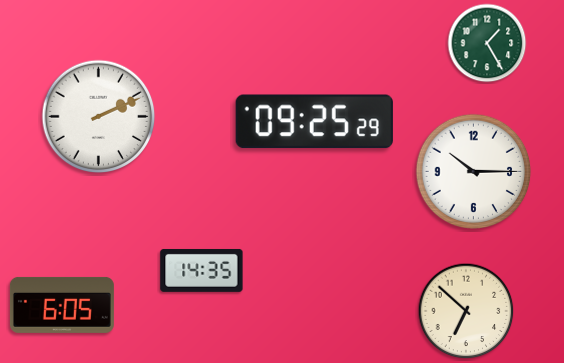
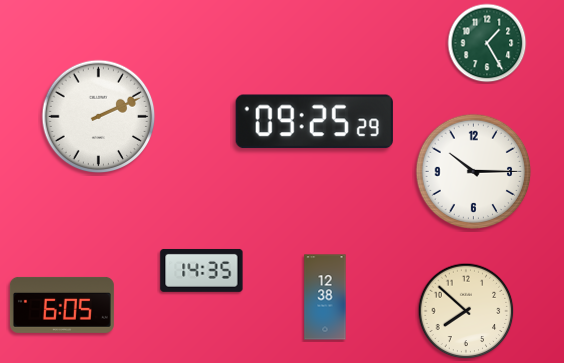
clock at (325, 297): none -> 12:38
clock at (466, 311): 6:52 -> 7:52
